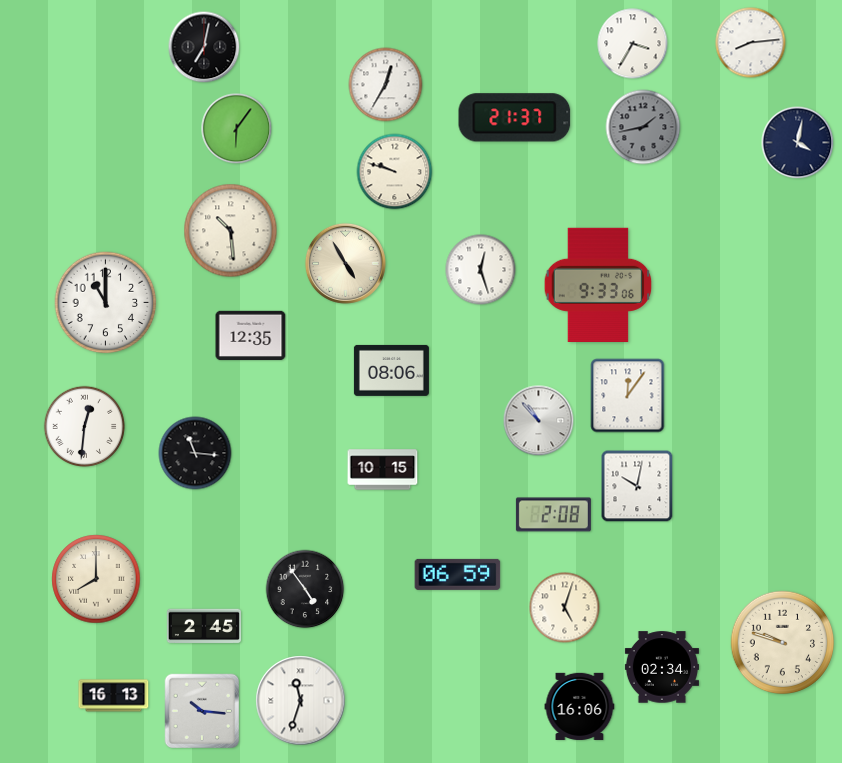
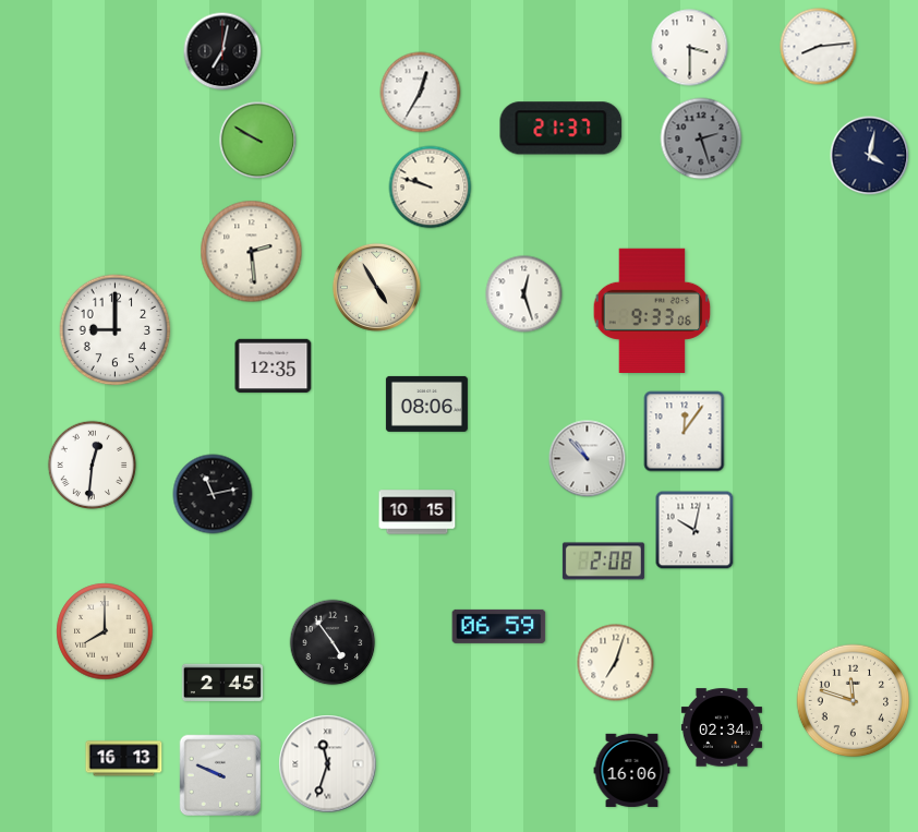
clock at (633, 44): 3:35 -> 3:30
clock at (643, 127): 1:43 -> 2:27
clock at (237, 129): 6:06 -> 9:50
clock at (231, 231): 10:29 -> 2:29
clock at (106, 303): 11:00 -> 9:00
clock at (195, 453): 11:16 -> 11:13
clock at (565, 608): 5:03 -> 7:03
clock at (783, 643): 9:48 -> 11:48
clock at (202, 711): 10:16 -> 9:49
